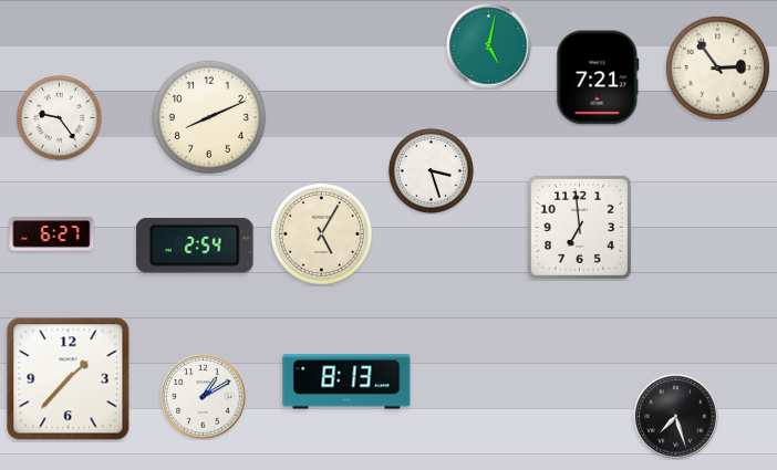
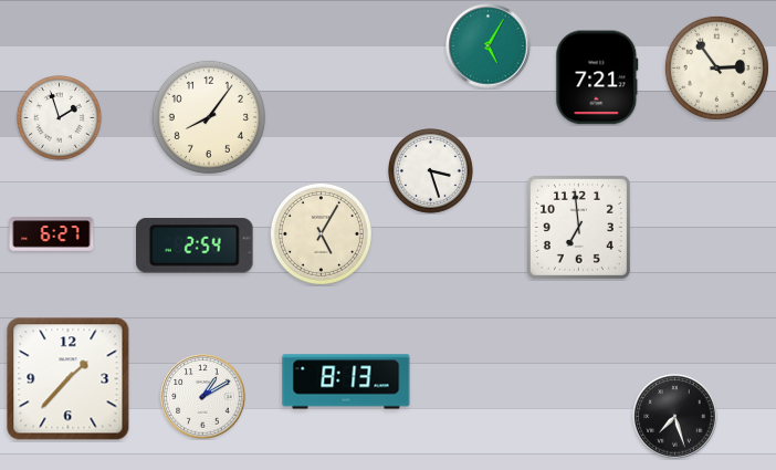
clock at (489, 46): 5:02 -> 5:05
clock at (209, 117): 8:11 -> 8:06
clock at (60, 118): 9:24 -> 1:57
